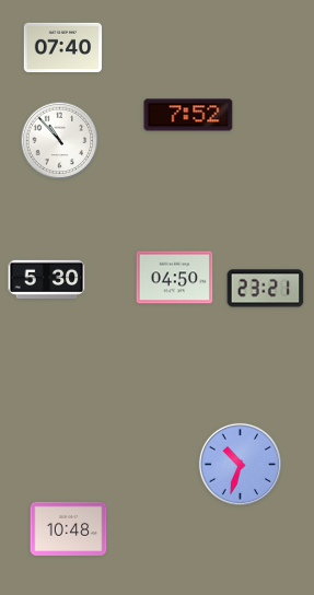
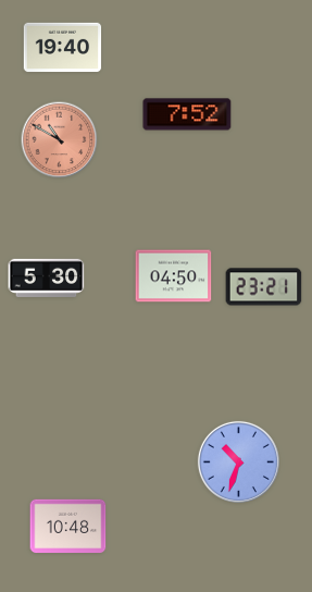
clock at (63, 48): 07:40 -> 19:40
clock at (60, 141): 10:53 -> 10:50
clock at (60, 141) dial: white -> salmon
